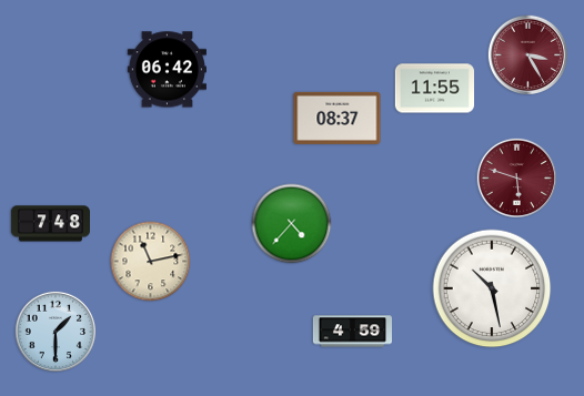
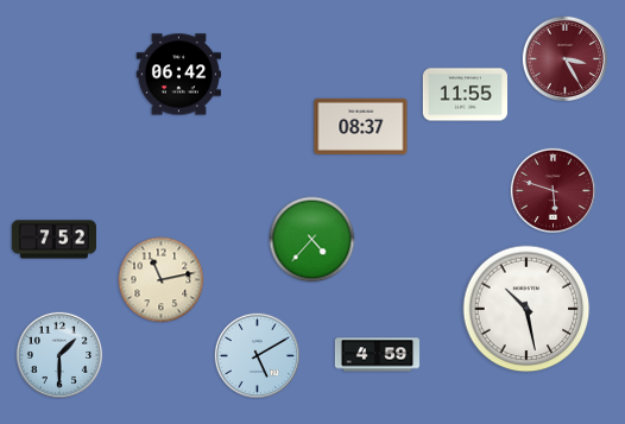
clock at (50, 224): 7:48 -> 7:52
clock at (257, 355): none -> 5:10
